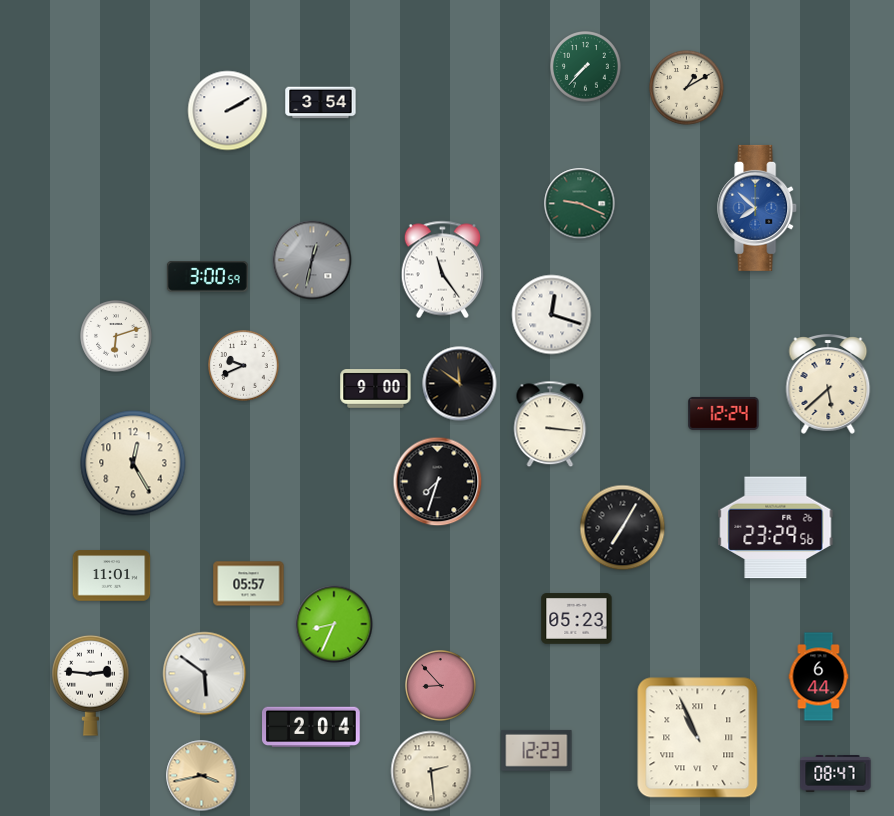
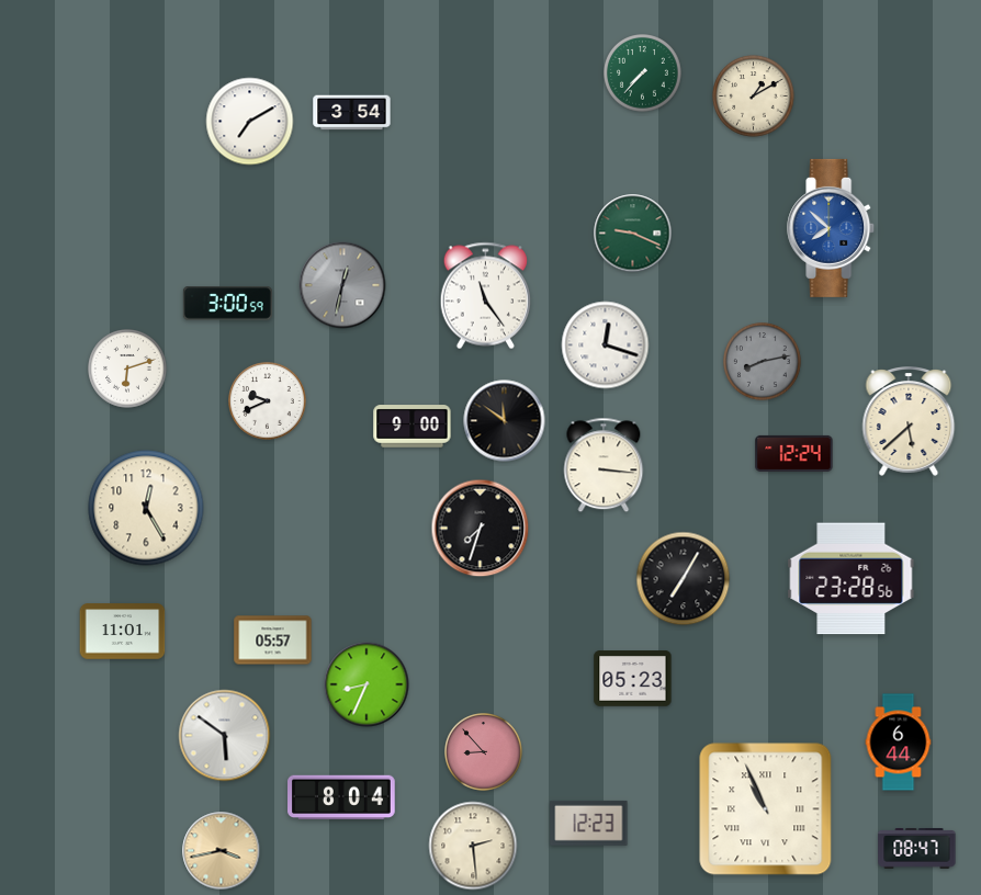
clock at (228, 111): 2:10 -> 7:10
clock at (580, 204) position: (580, 204) -> (633, 234)
clock at (763, 362): none -> 8:13
clock at (776, 528): 23:29 -> 23:28
clock at (205, 674) position: (205, 674) -> (225, 736)
clock at (91, 685): 2:46 -> none
clock at (311, 727): 2:04 -> 8:04
